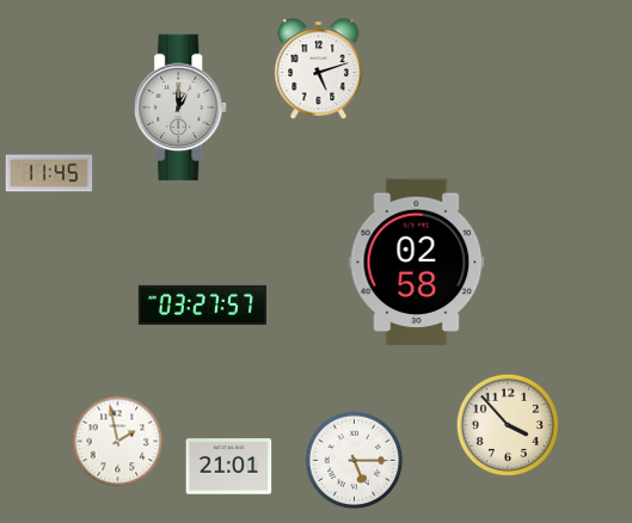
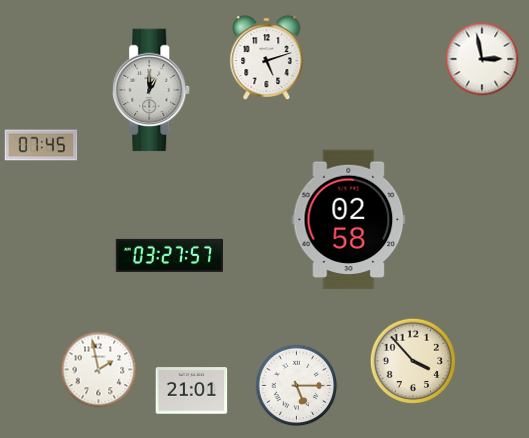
clock at (482, 59): none -> 2:58
clock at (49, 173): 11:45 -> 07:45
clock at (508, 425) position: (508, 425) -> (413, 361)
